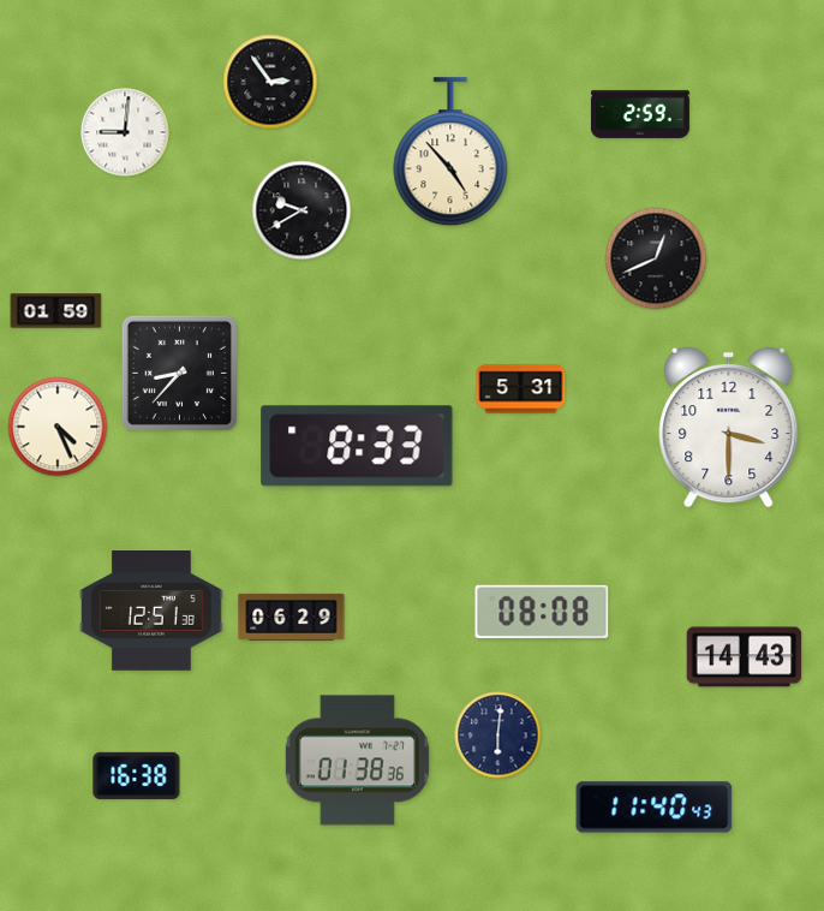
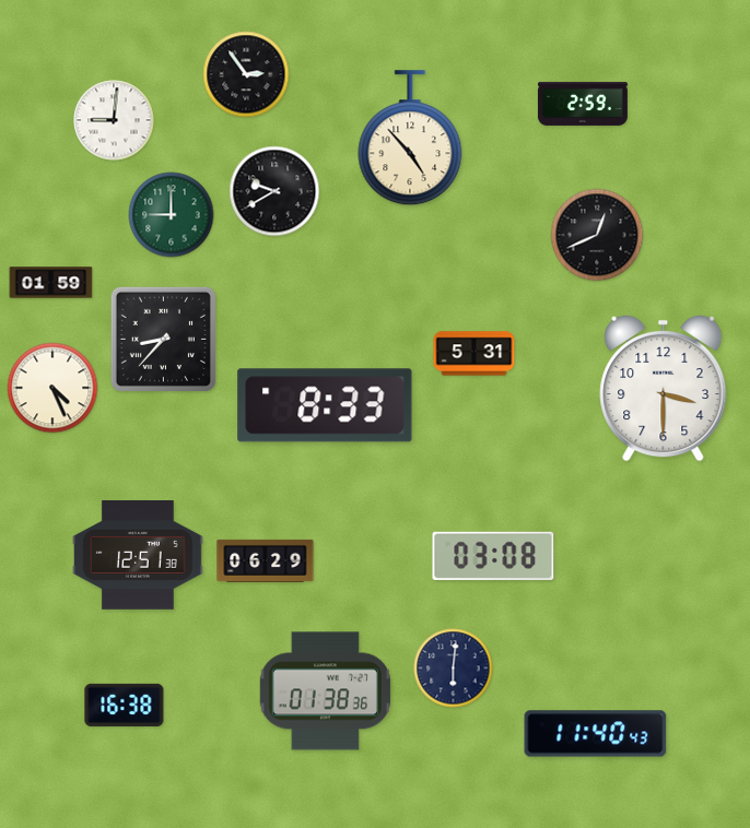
clock at (172, 215): none -> 9:00
clock at (542, 612): 08:08 -> 03:08
clock at (745, 657): 14:43 -> none
